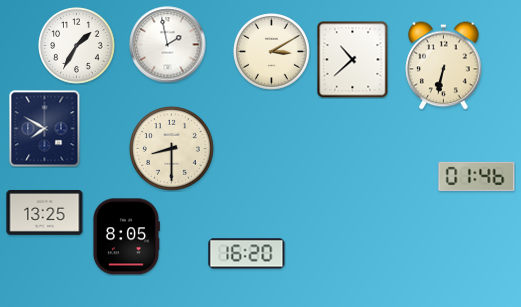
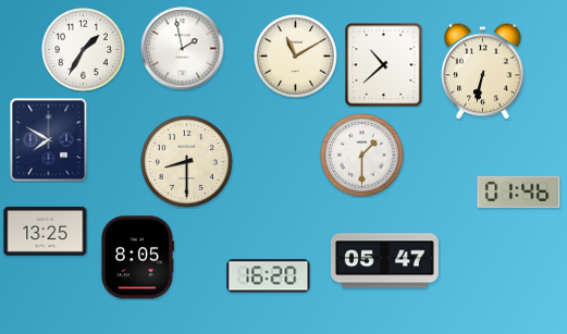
clock at (272, 52): 3:10 -> 11:10
clock at (362, 156): none -> 1:30
clock at (45, 212) position: (45, 212) -> (46, 231)
clock at (384, 261): none -> 05:47
